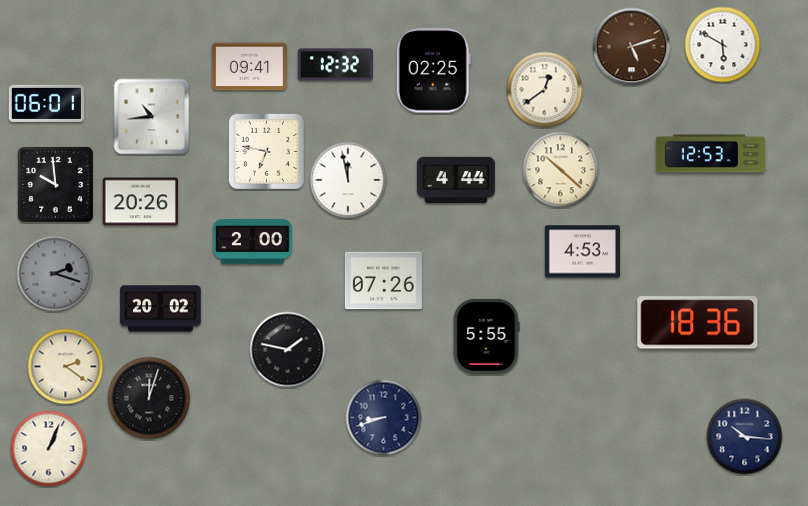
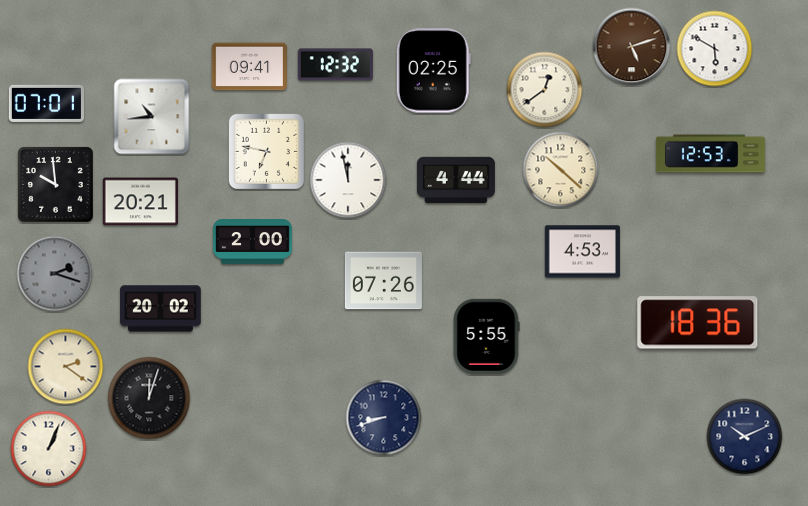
clock at (723, 45) position: (723, 45) -> (715, 49)
clock at (46, 103): 06:01 -> 07:01
clock at (140, 202): 20:26 -> 20:21
clock at (288, 350): 1:47 -> none
clock at (745, 437): 10:16 -> 10:11
